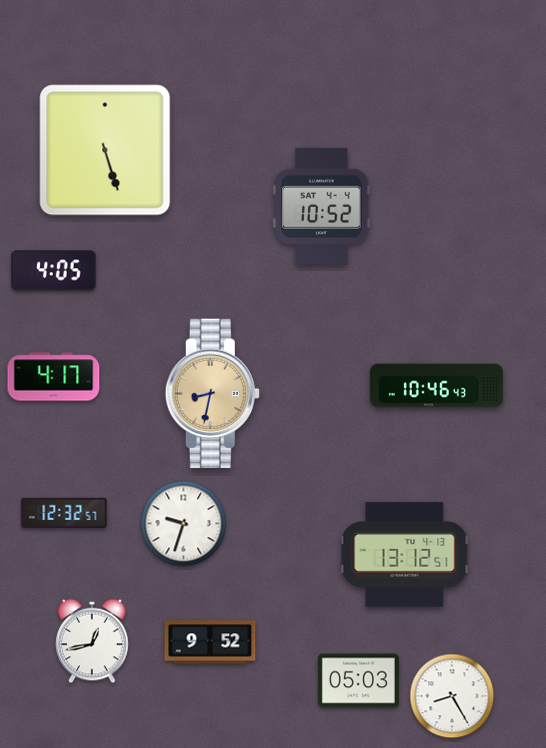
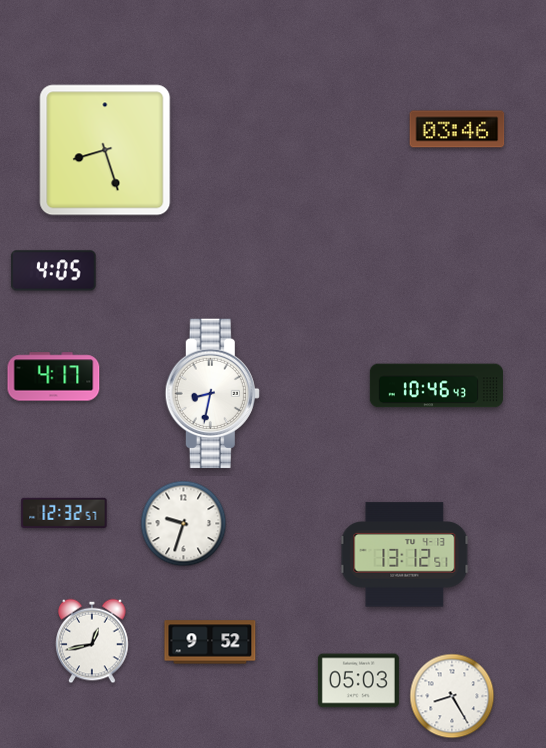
clock at (457, 129): none -> 03:46
clock at (105, 150): 5:27 -> 8:27
clock at (322, 206): 10:52 -> none
clock at (212, 394) dial: champagne -> white
